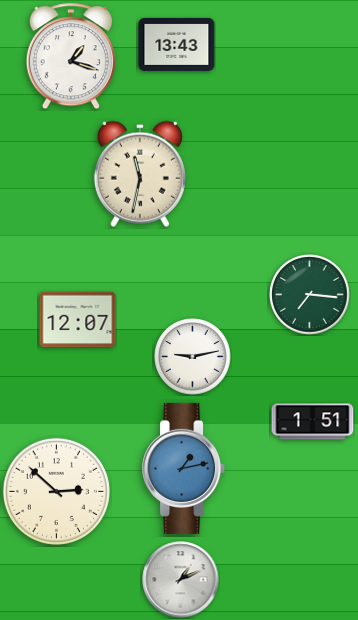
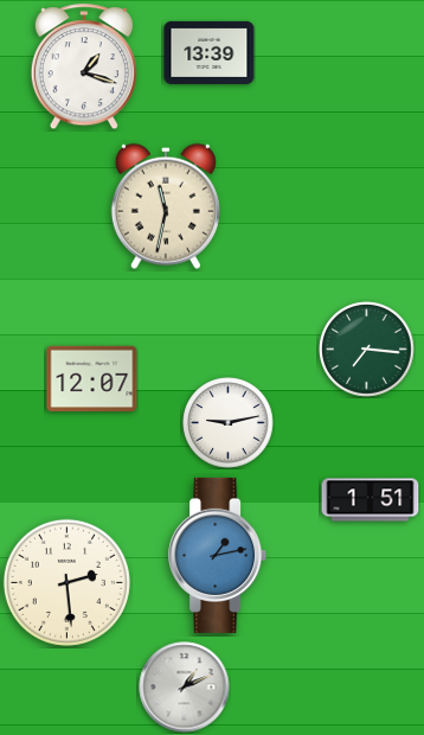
clock at (177, 44): 13:43 -> 13:39
clock at (56, 491): 2:52 -> 2:29
clock at (181, 580) position: (181, 580) -> (185, 688)
